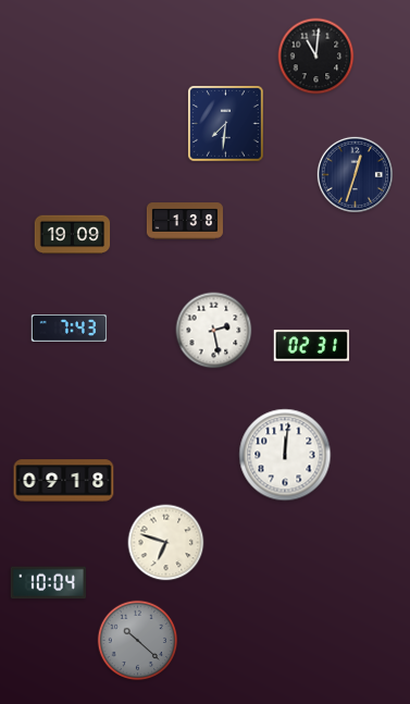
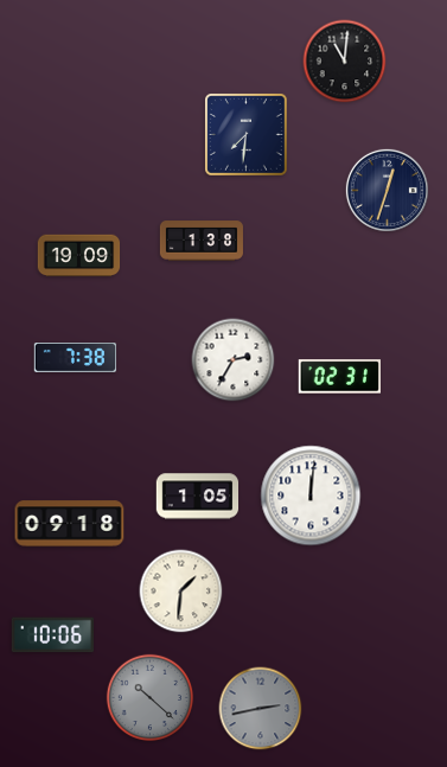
clock at (70, 329): 7:43 -> 7:38
clock at (214, 331): 2:28 -> 2:35
clock at (198, 497): none -> 1:05
clock at (166, 543): 6:48 -> 1:31
clock at (48, 583): 10:04 -> 10:06
clock at (261, 709): none -> 2:43
